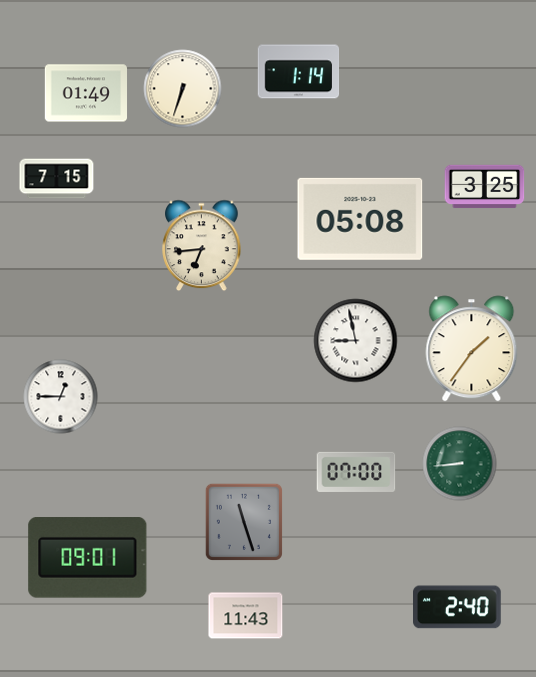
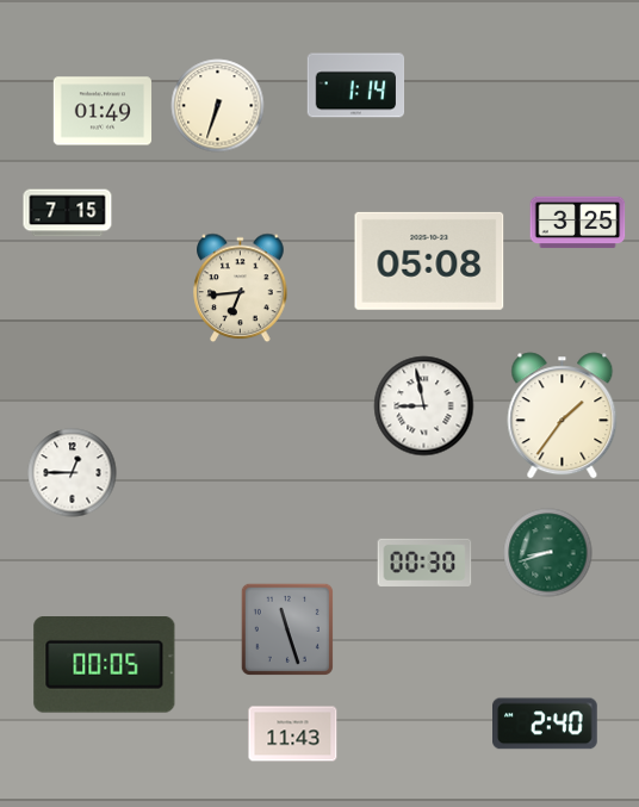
clock at (202, 246) position: (202, 246) -> (241, 288)
clock at (460, 464): 8:44 -> 8:42
clock at (356, 472): 07:00 -> 00:30
clock at (244, 522) position: (244, 522) -> (287, 629)
clock at (88, 558): 09:01 -> 00:05
